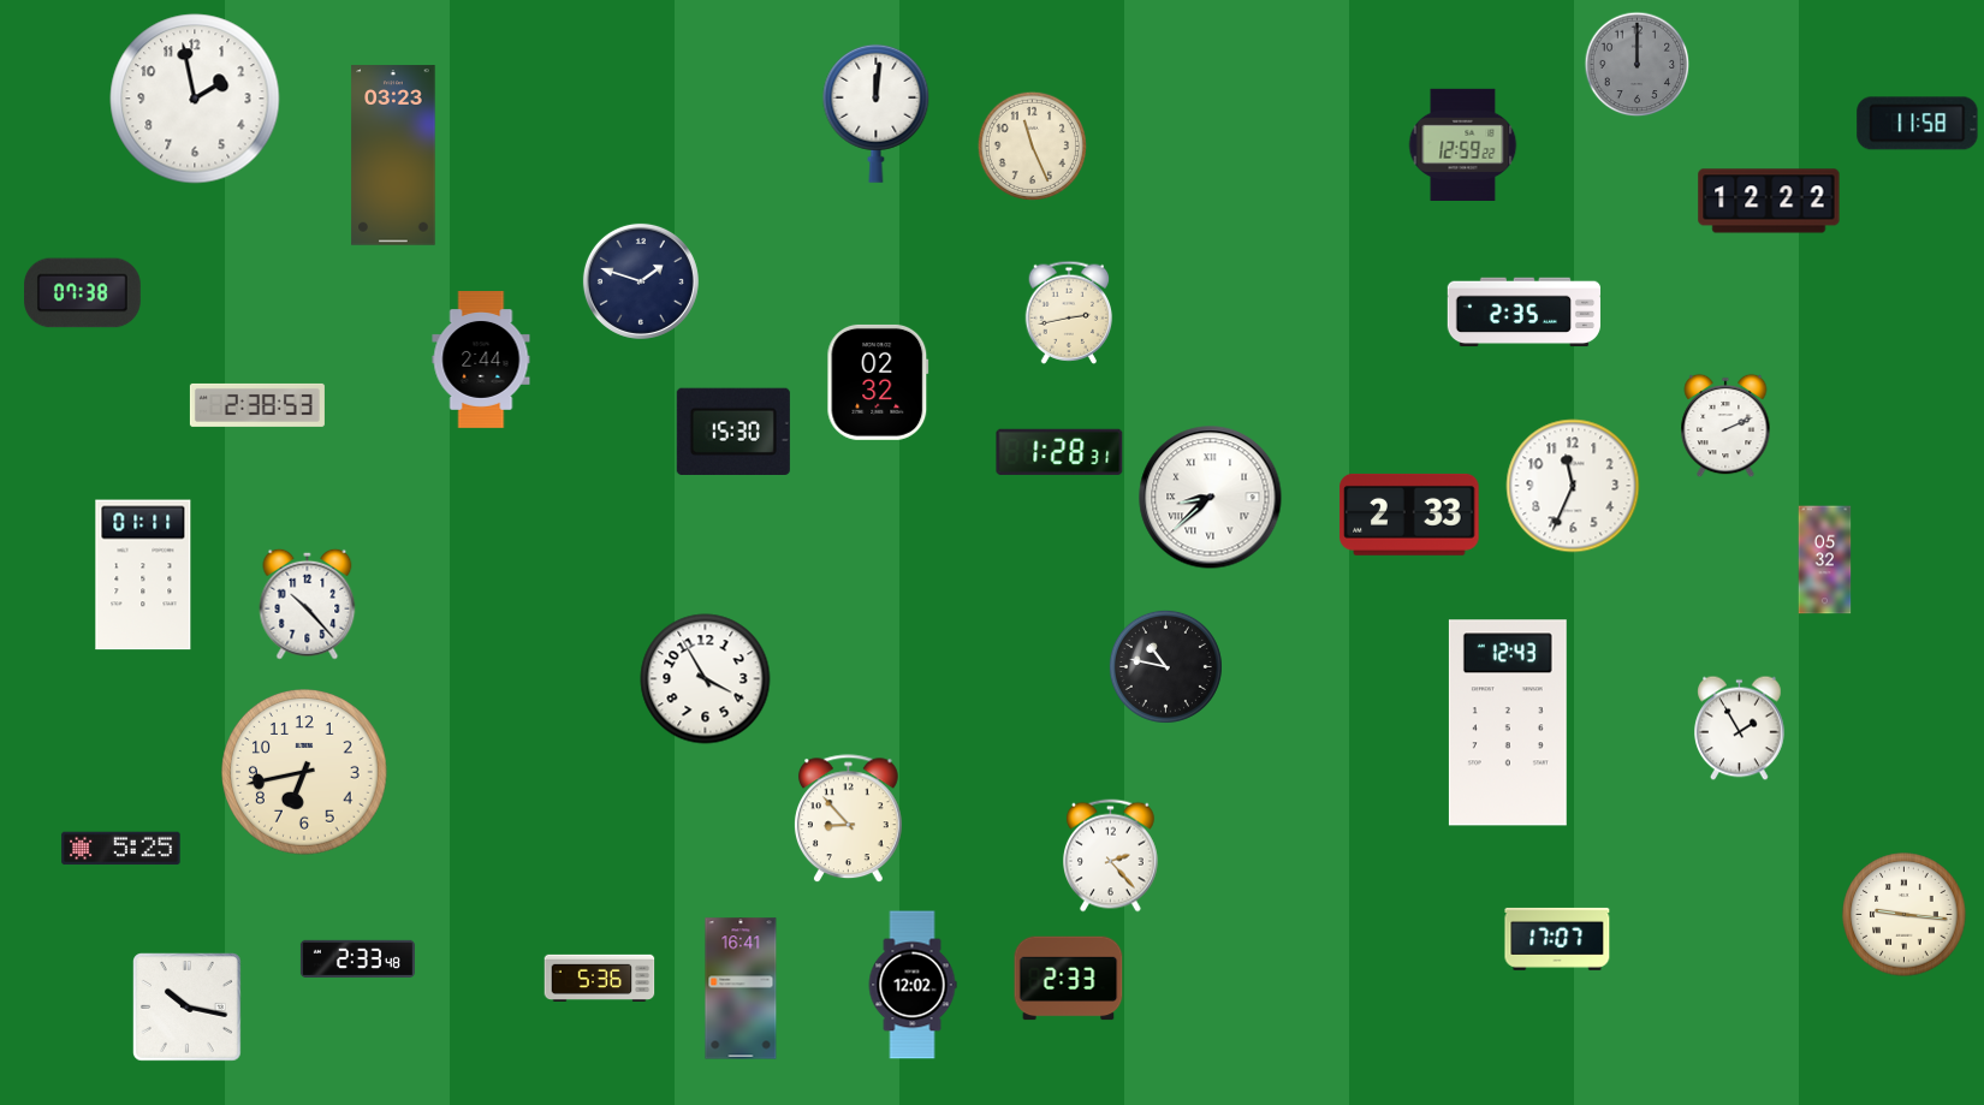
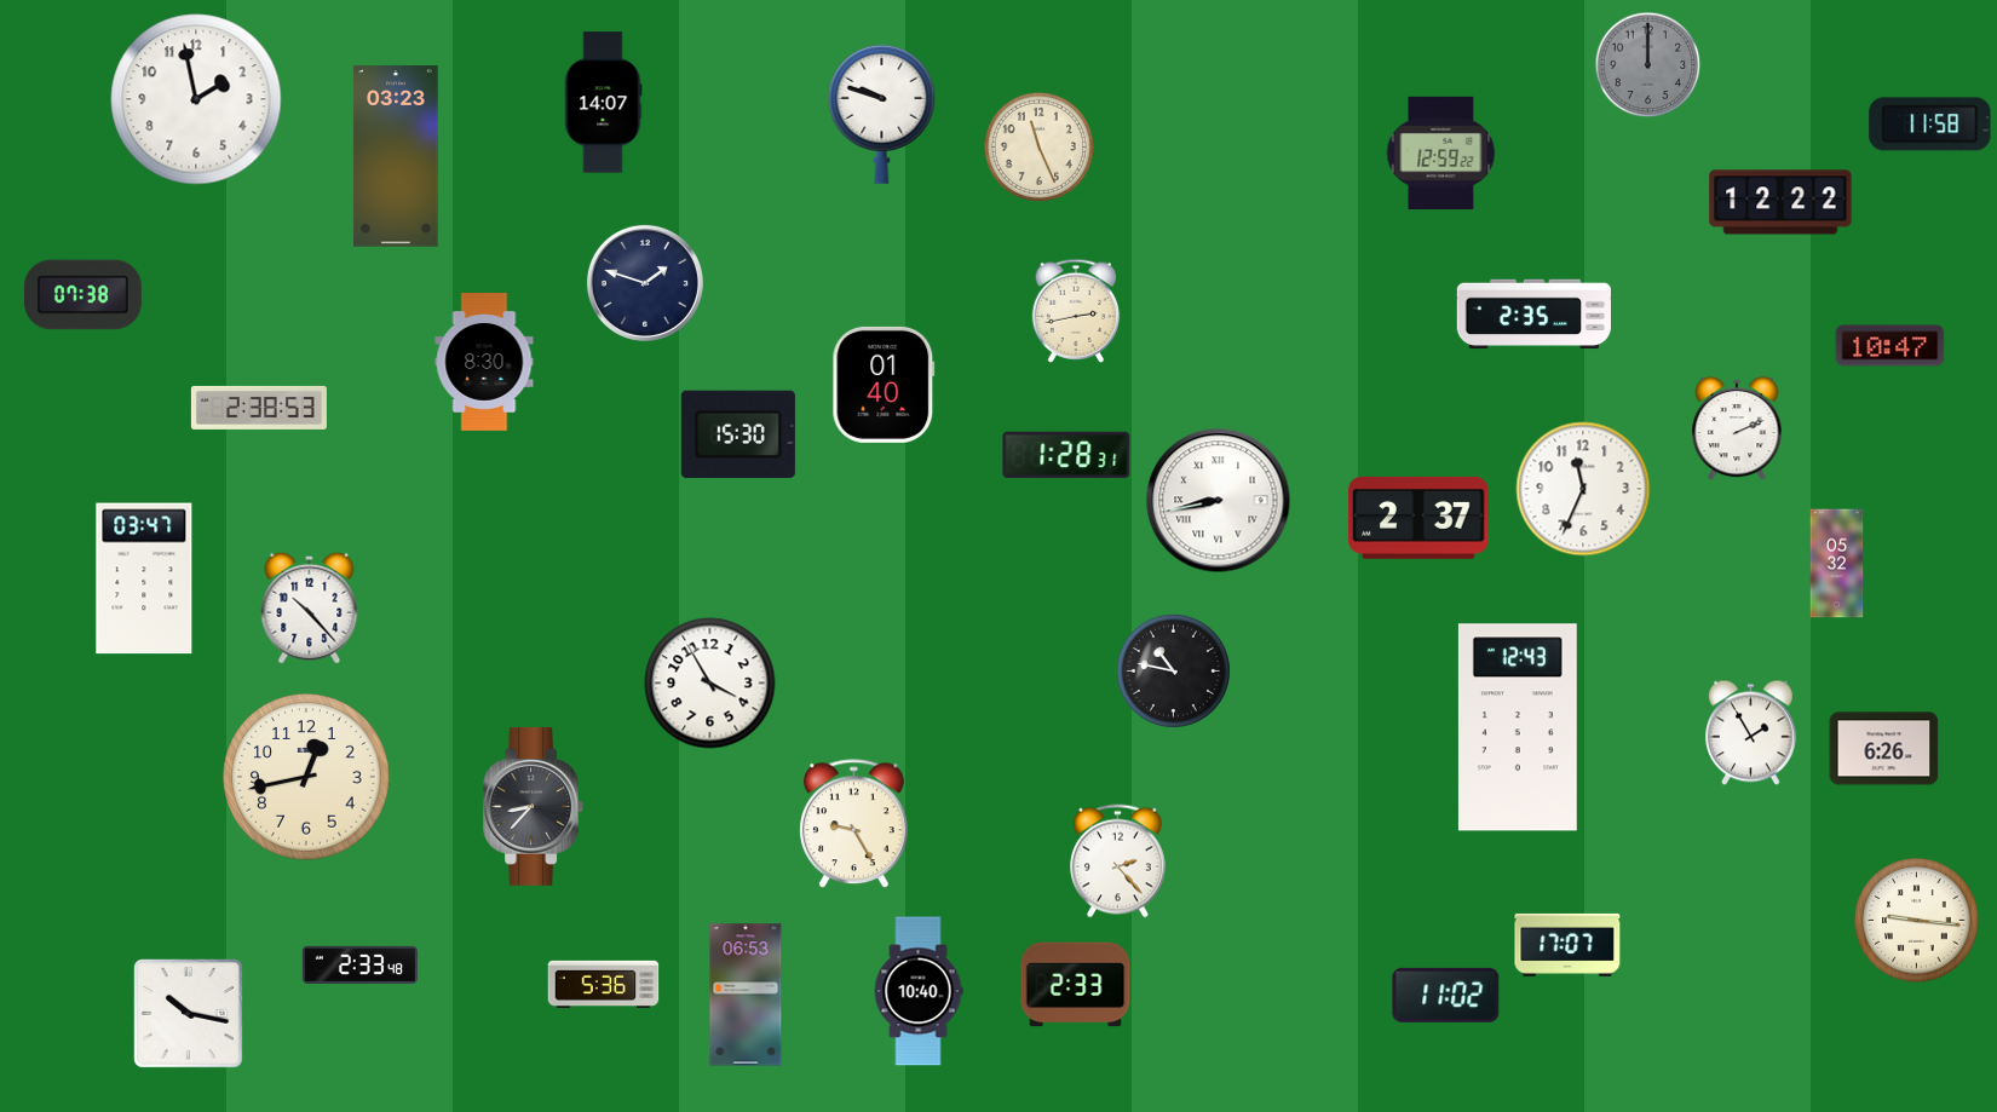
clock at (603, 103): none -> 14:07
clock at (877, 113): 12:01 -> 9:48
clock at (1463, 144) position: (1463, 144) -> (1441, 152)
clock at (1069, 313) position: (1069, 313) -> (1076, 311)
clock at (1890, 346): none -> 10:47
clock at (481, 361): 2:44 -> 8:30
clock at (878, 382): 02:32 -> 01:40
clock at (1211, 498): 8:38 -> 8:43
clock at (1409, 515): 2:33 -> 2:37
clock at (143, 575): 01:11 -> 03:47
clock at (1884, 749): none -> 6:26
clock at (304, 772): 6:43 -> 12:43
clock at (534, 806): none -> 8:37
clock at (848, 819): 8:53 -> 9:25
clock at (121, 849): 5:25 -> none
clock at (913, 985): 12:02 -> 10:40
clock at (741, 988): 16:41 -> 06:53
clock at (1446, 995): none -> 11:02
